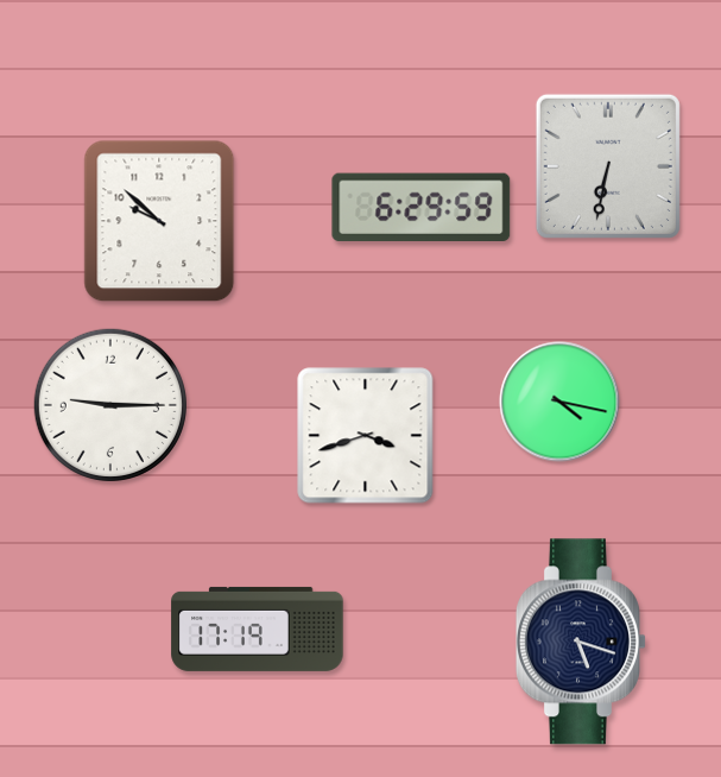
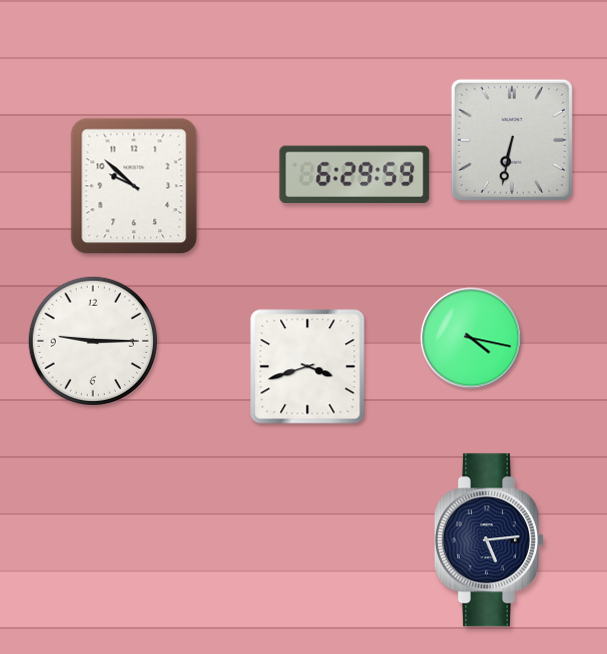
clock at (258, 628): 17:19 -> none
clock at (581, 642): 5:18 -> 5:14
